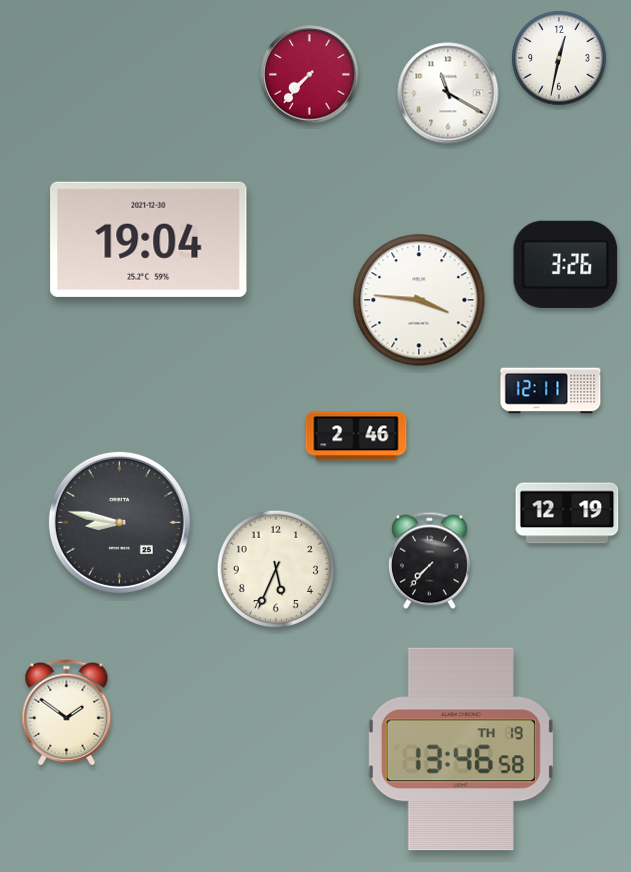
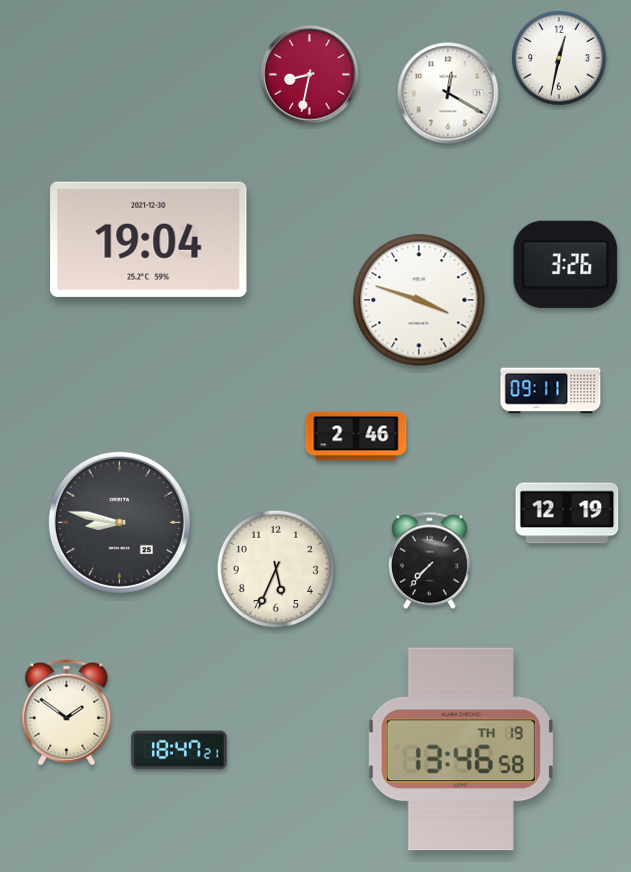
clock at (310, 75): 7:37 -> 8:32
clock at (448, 93): 11:20 -> 12:20
clock at (419, 300): 3:46 -> 3:48
clock at (551, 391): 12:11 -> 09:11
clock at (179, 750): none -> 18:47
